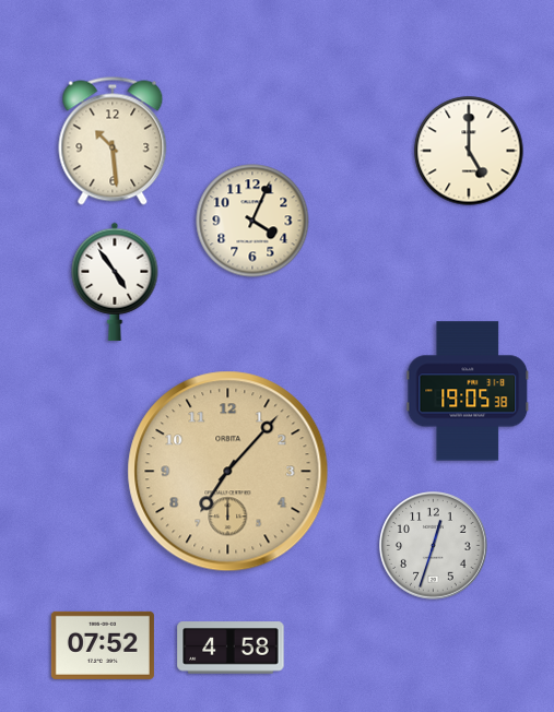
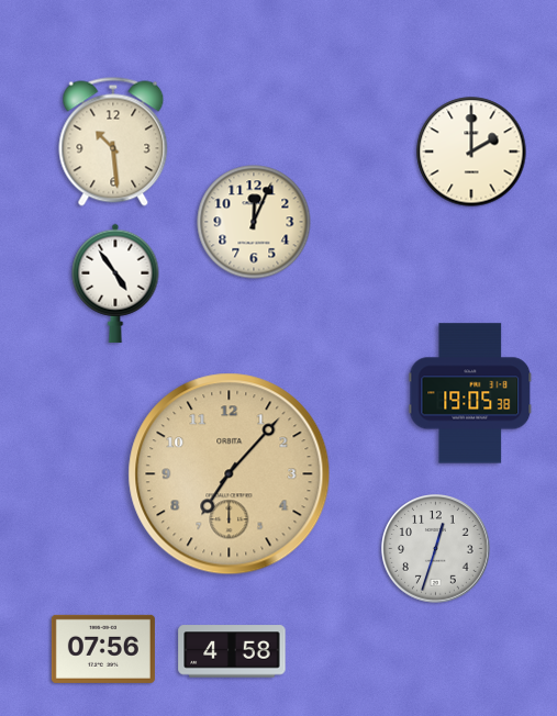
clock at (469, 151): 5:00 -> 2:00
clock at (252, 221): 4:04 -> 12:04
clock at (103, 645): 07:52 -> 07:56
